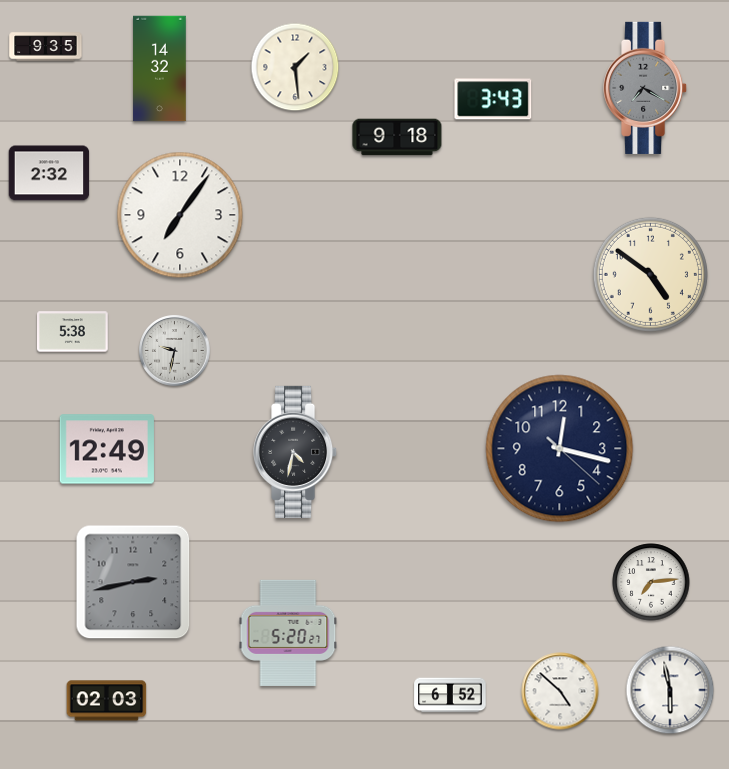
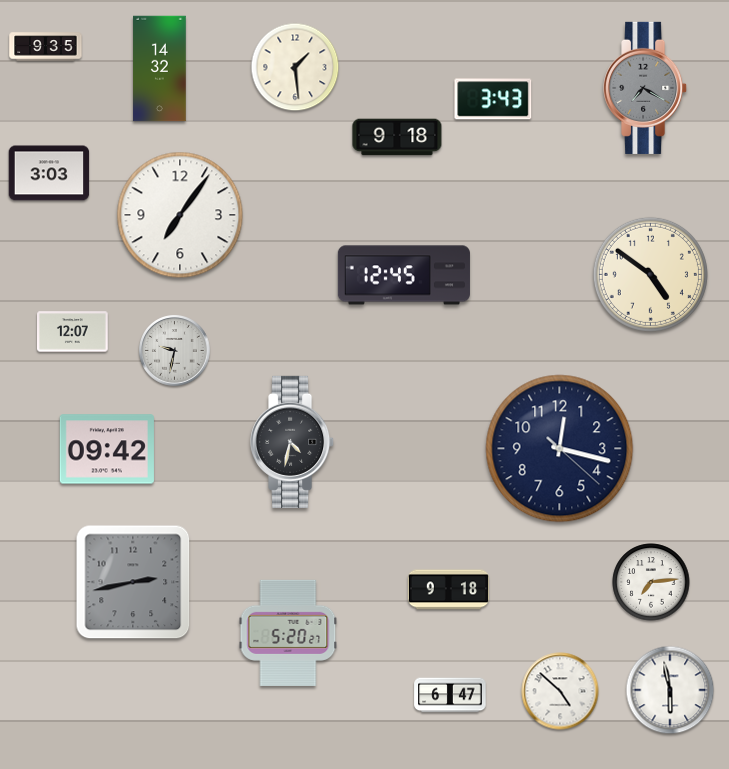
clock at (49, 173): 2:32 -> 3:03
clock at (404, 275): none -> 12:45
clock at (73, 332): 5:38 -> 12:07
clock at (107, 449): 12:49 -> 09:42
clock at (296, 452) position: (296, 452) -> (293, 442)
clock at (448, 590): none -> 9:18
clock at (450, 695): 6:52 -> 6:47
clock at (107, 701): 02:03 -> none
